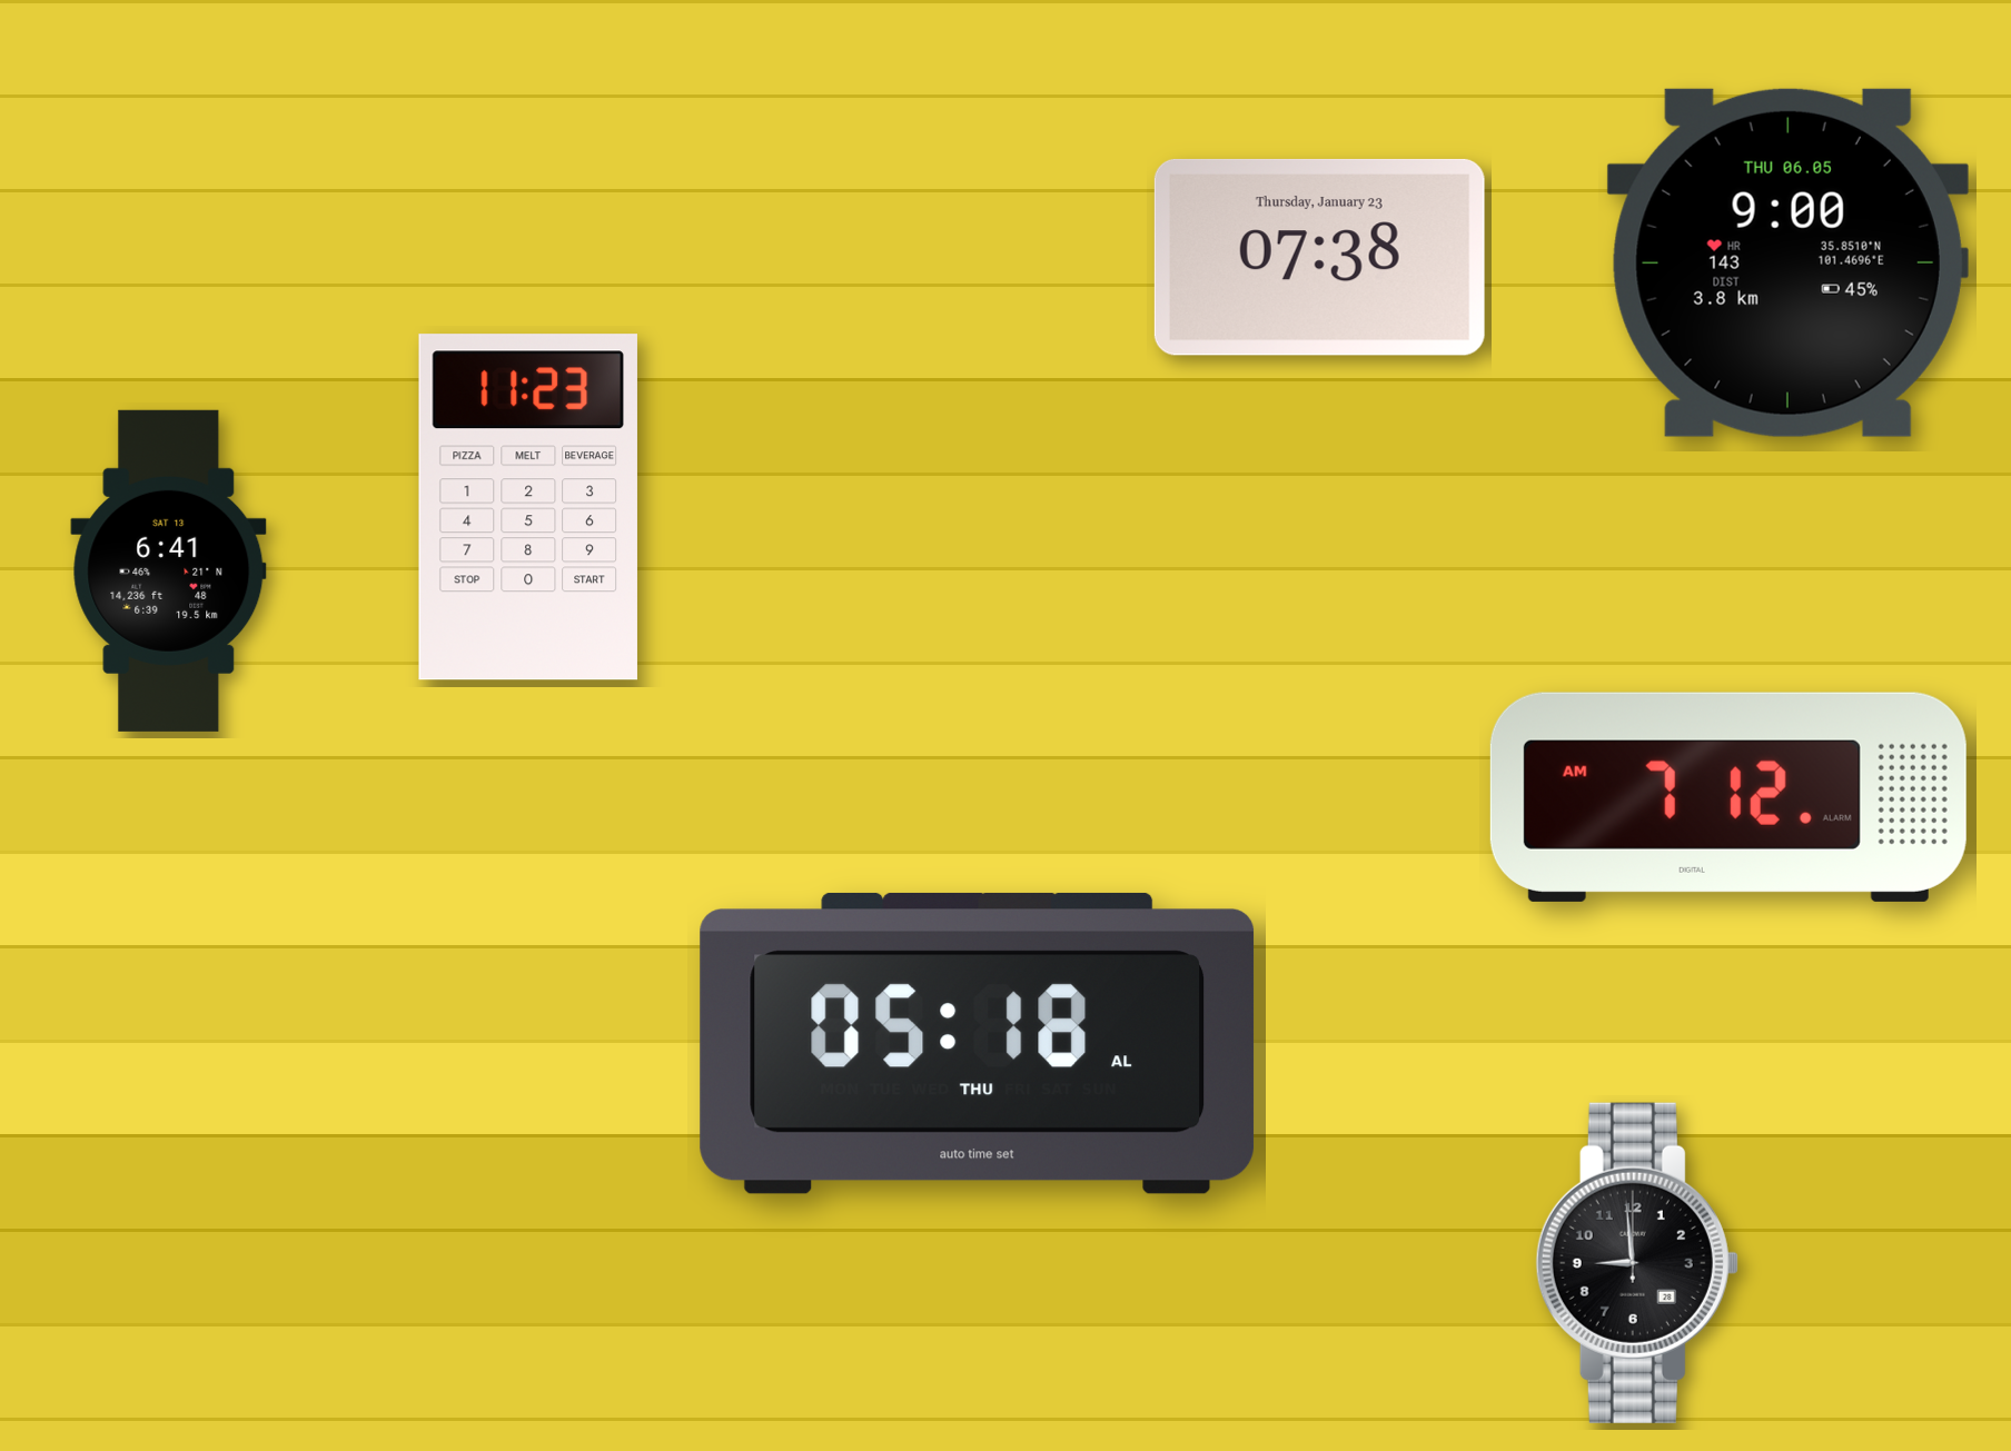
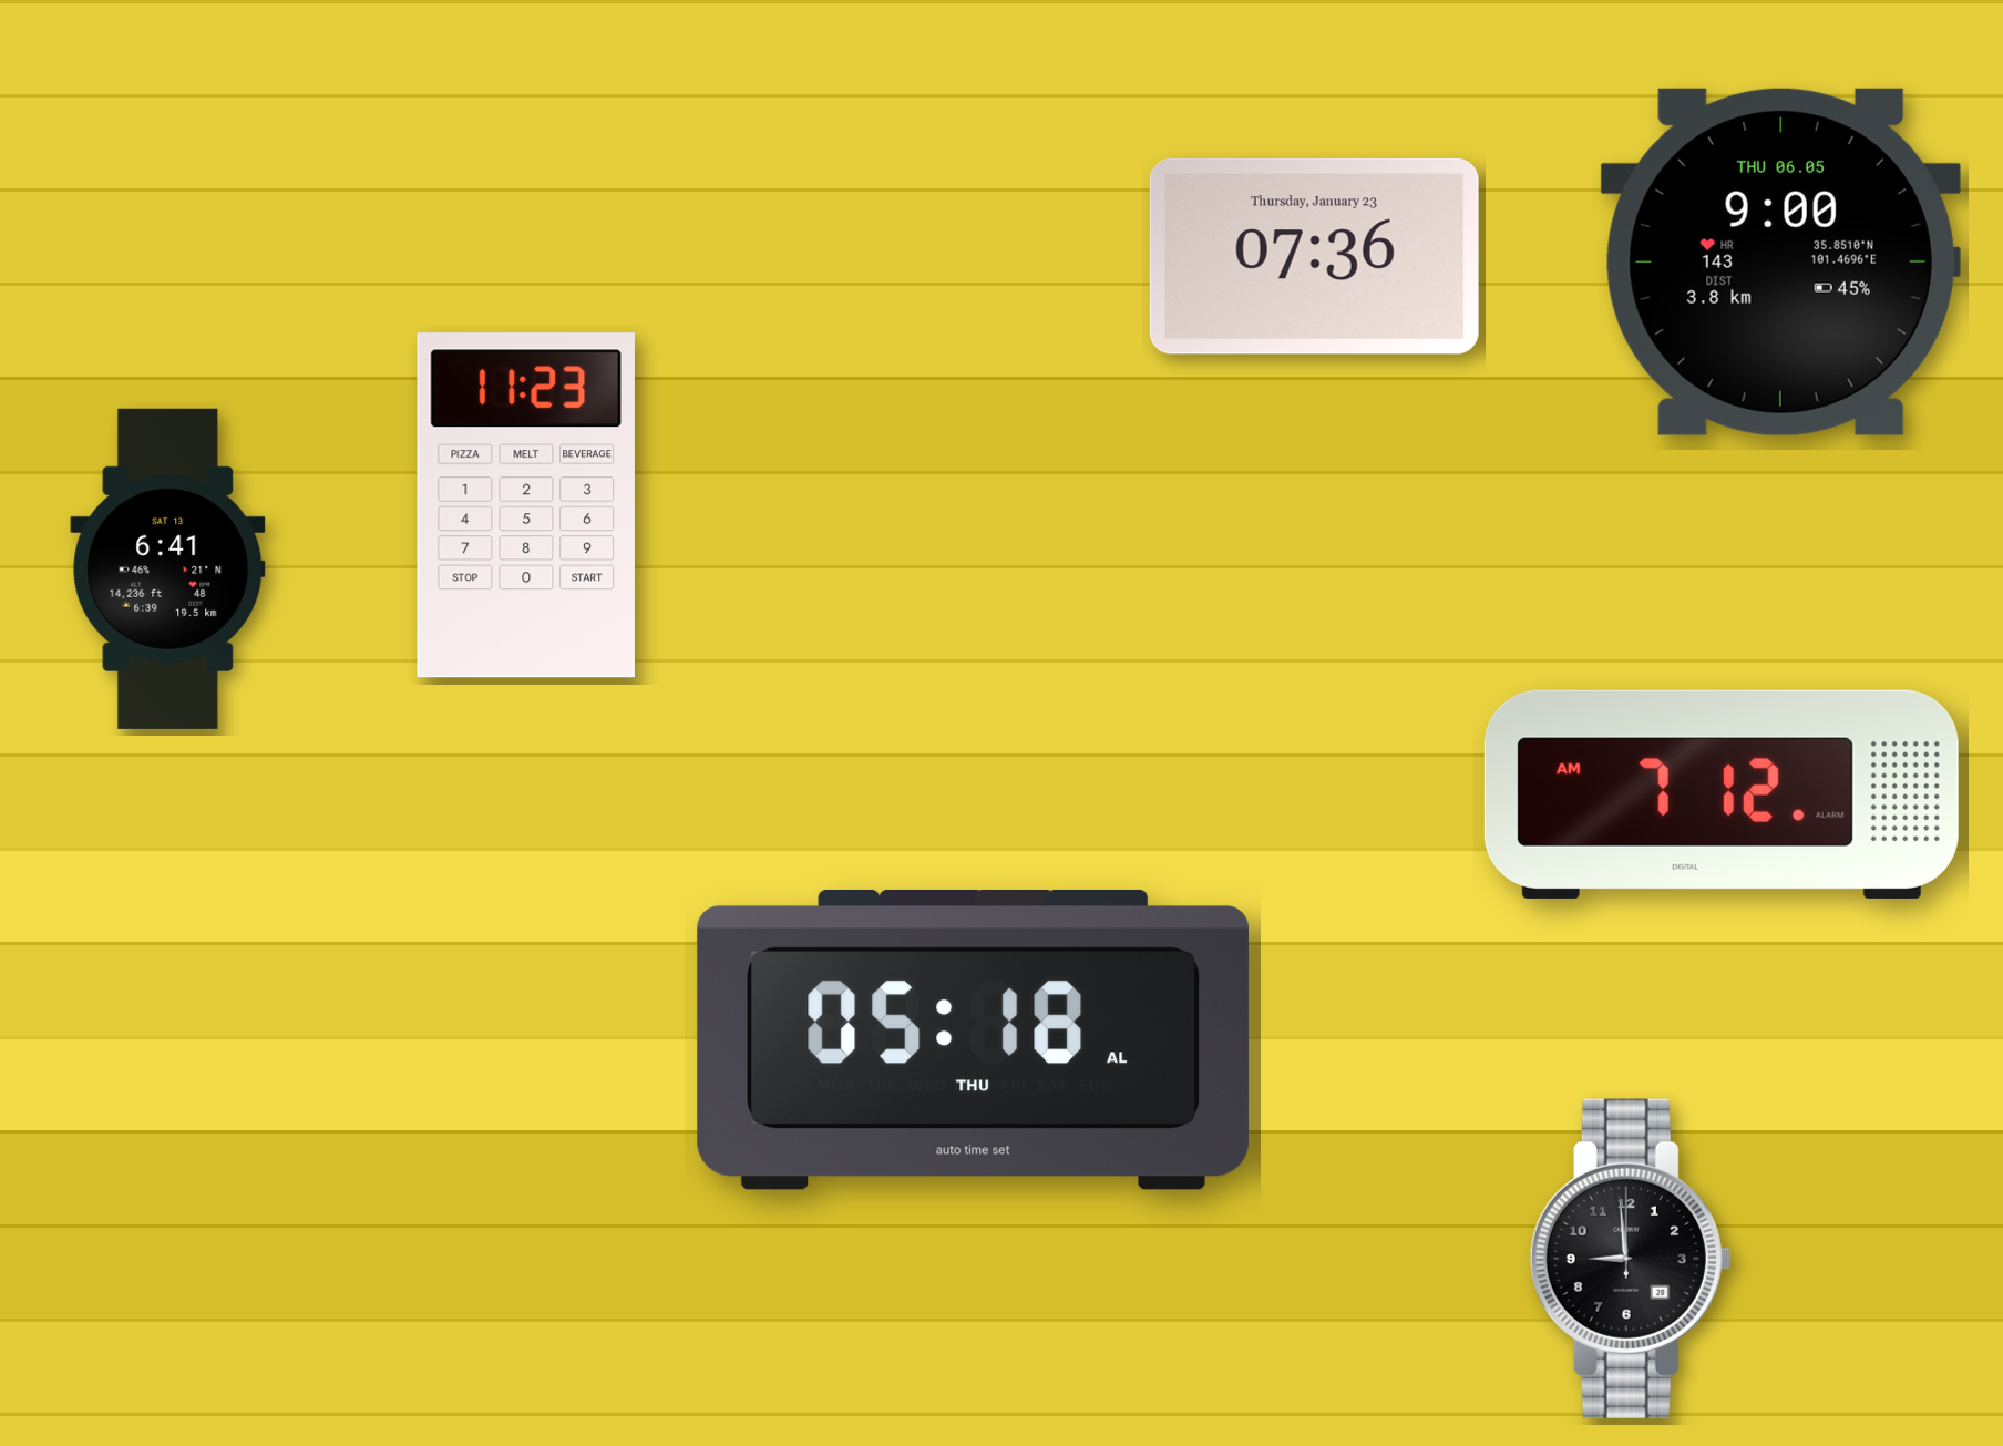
clock at (1319, 257): 07:38 -> 07:36
